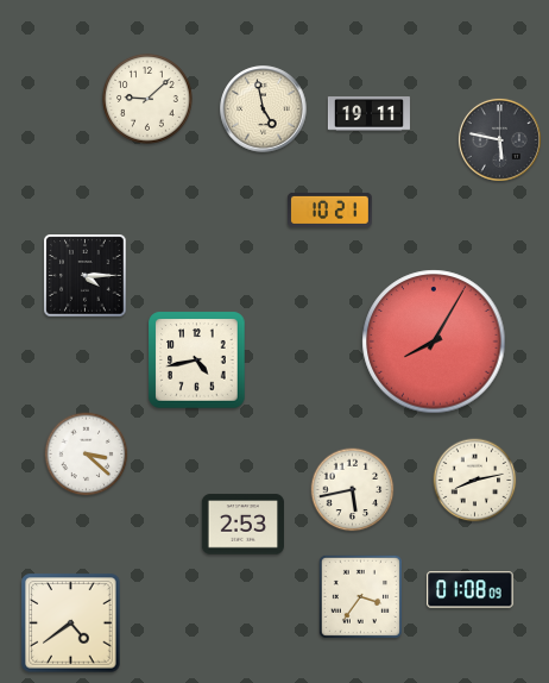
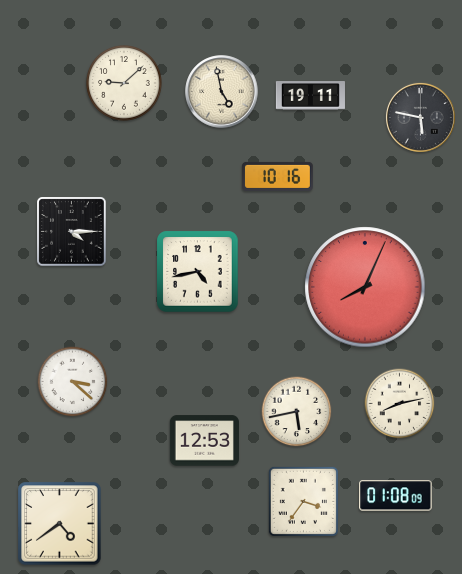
clock at (330, 209): 10:21 -> 10:16
clock at (434, 342): 8:05 -> 8:04
clock at (197, 361) position: (197, 361) -> (198, 272)
clock at (242, 525): 2:53 -> 12:53
